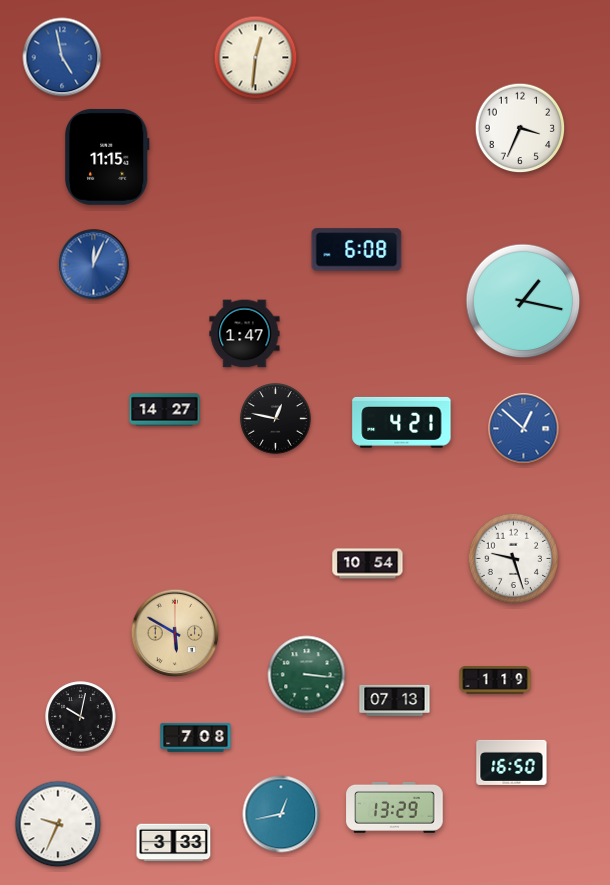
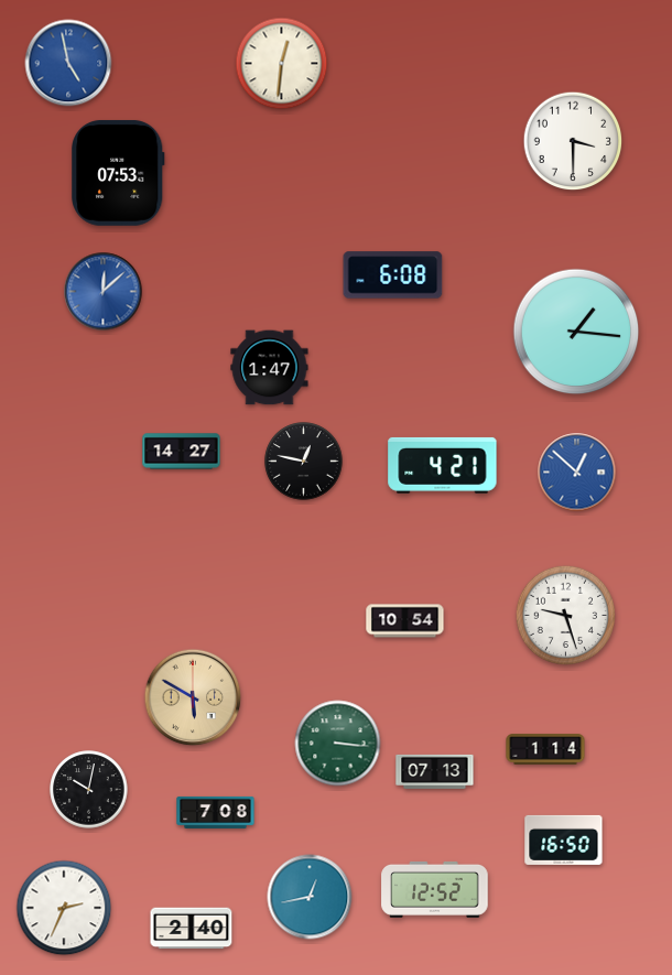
clock at (520, 128): 3:34 -> 3:30
clock at (108, 157): 11:15 -> 07:53
clock at (94, 265): 12:04 -> 12:08
clock at (523, 301): 1:17 -> 1:16
clock at (495, 680): 1:19 -> 1:14
clock at (395, 807): 13:29 -> 12:52
clock at (58, 824): 9:34 -> 2:34
clock at (174, 843): 3:33 -> 2:40
